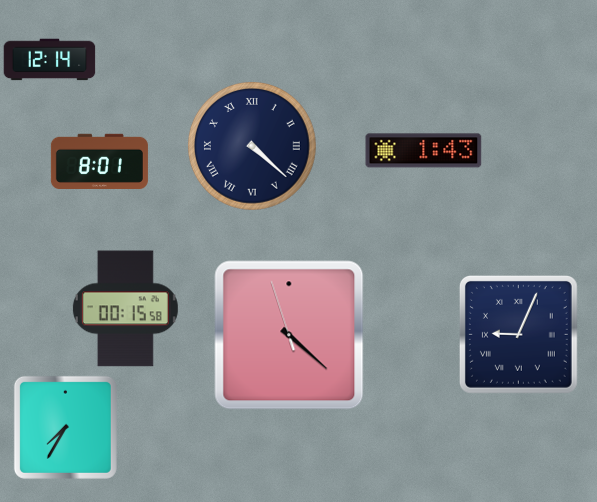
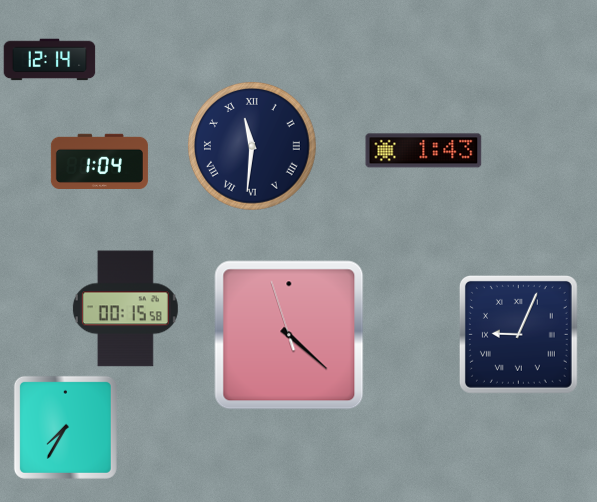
clock at (253, 147): 4:22 -> 11:31
clock at (99, 161): 8:01 -> 1:04
